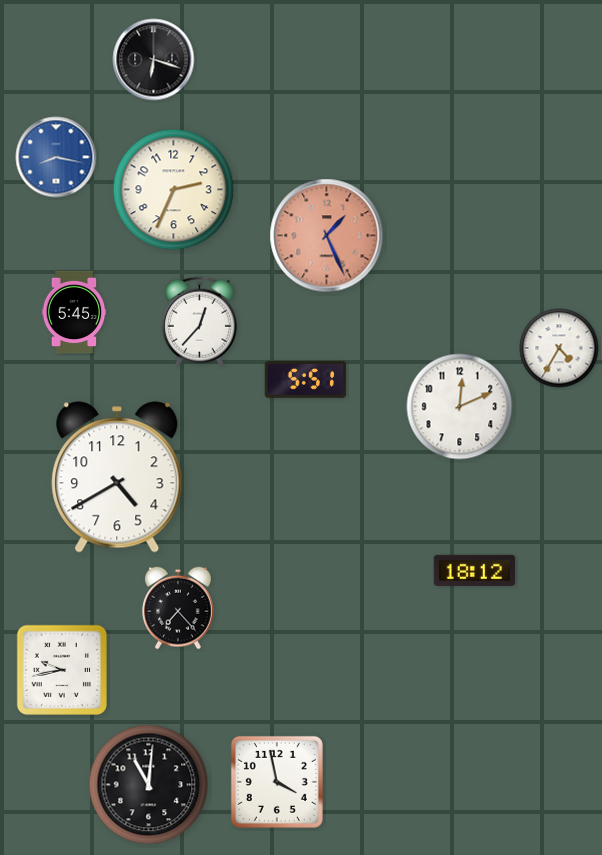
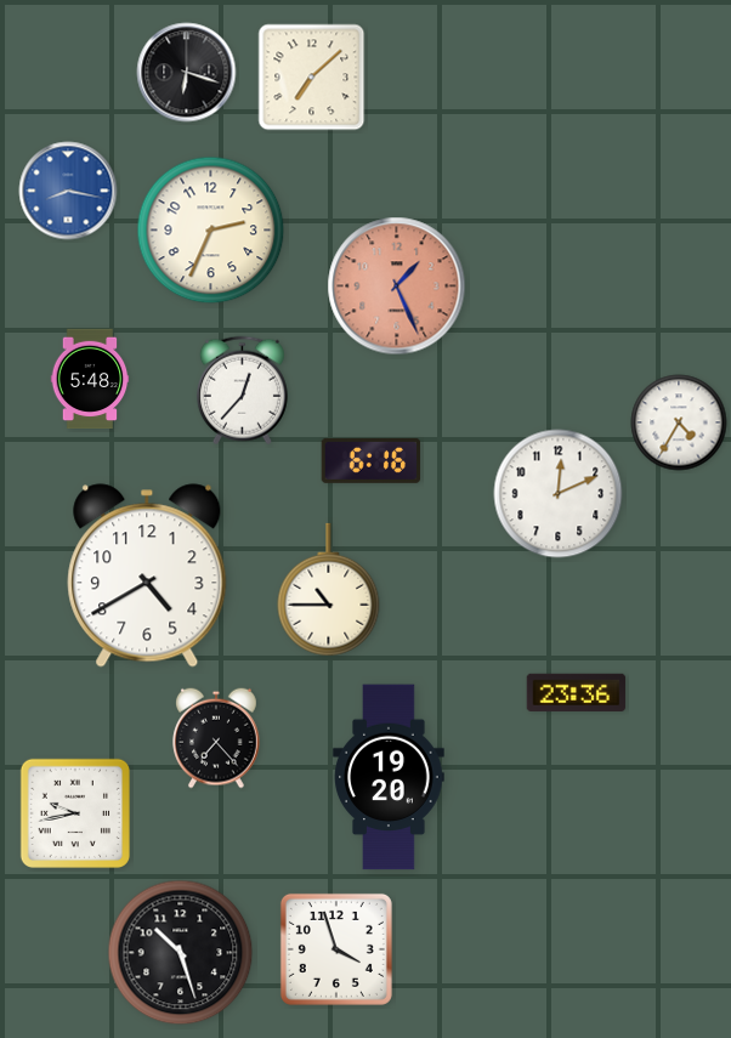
clock at (312, 78): none -> 7:08
clock at (74, 312): 5:45 -> 5:48
clock at (306, 379): 5:51 -> 6:16
clock at (117, 477) position: (117, 477) -> (147, 575)
clock at (329, 590): none -> 10:45
clock at (475, 570): 18:12 -> 23:36
clock at (389, 777): none -> 19:20
clock at (277, 782): 3:58 -> 3:57
clock at (149, 785): 11:01 -> 10:27
